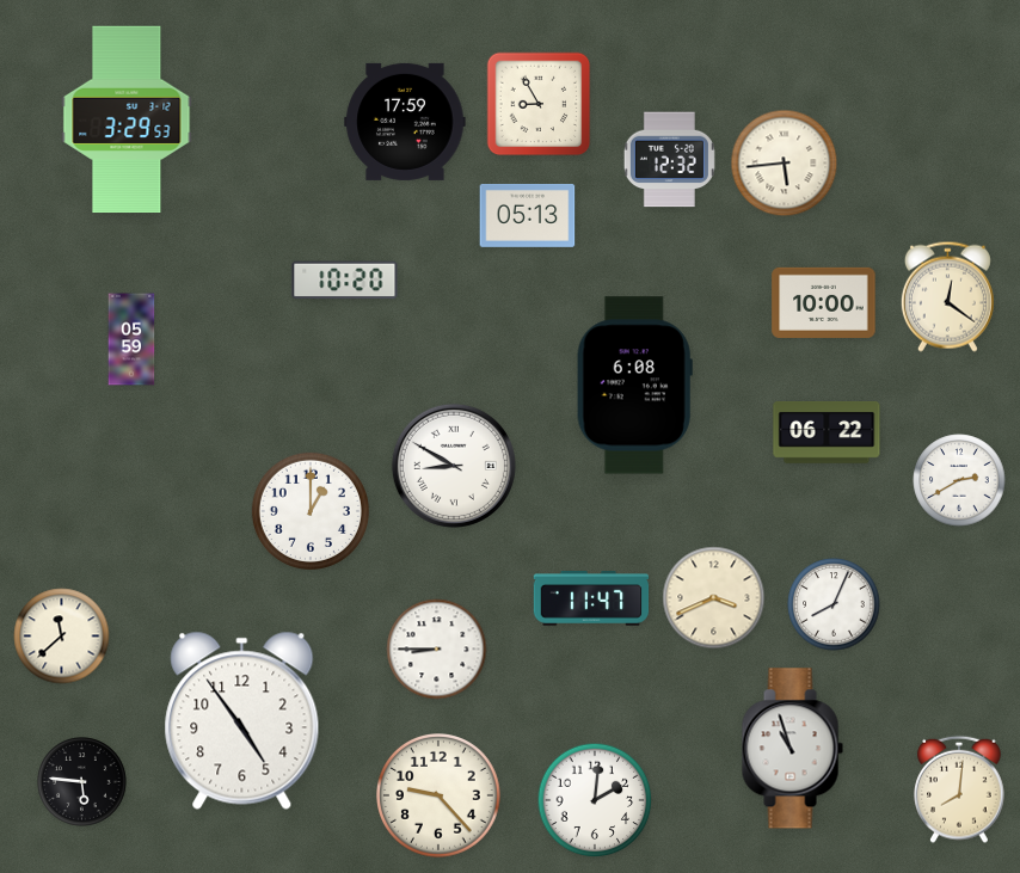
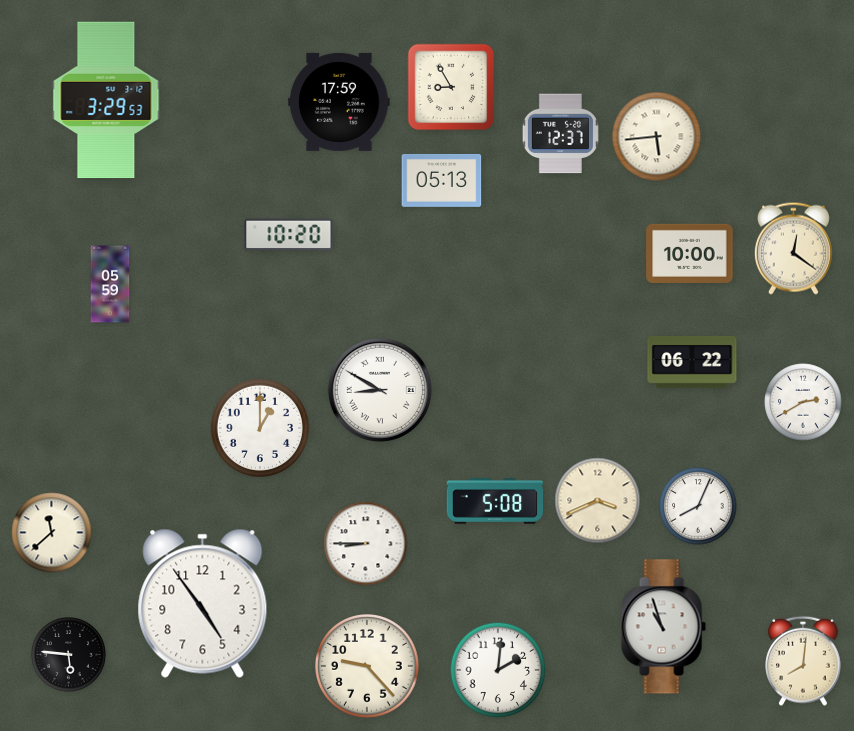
clock at (669, 160): 12:32 -> 12:37
clock at (634, 386): 6:08 -> none
clock at (591, 600): 11:47 -> 5:08
